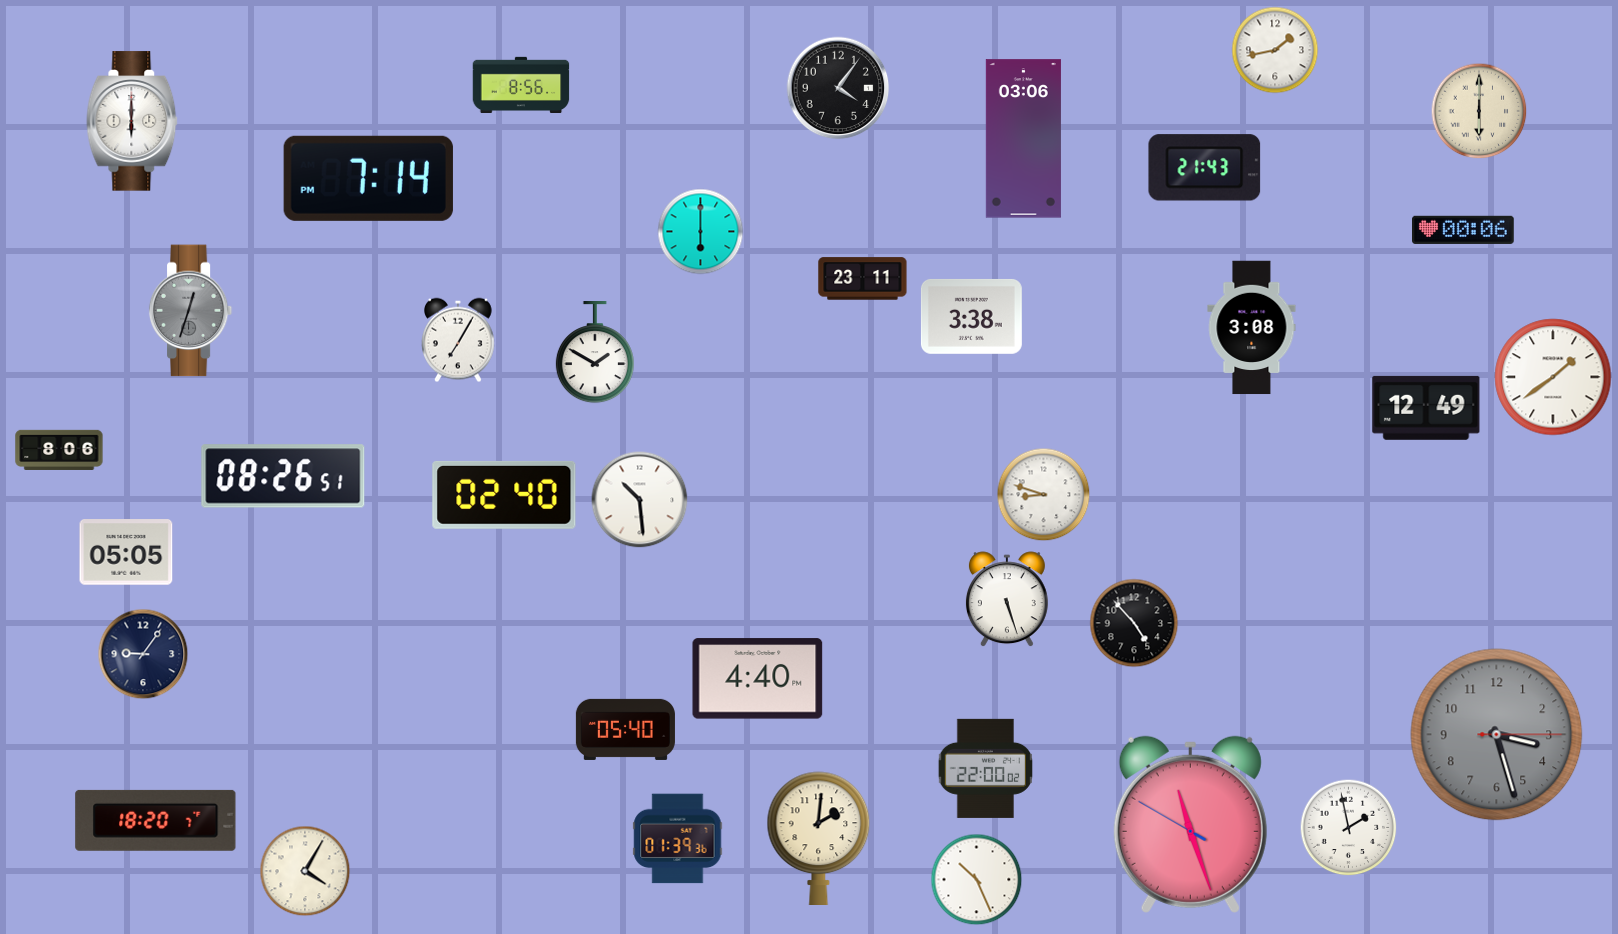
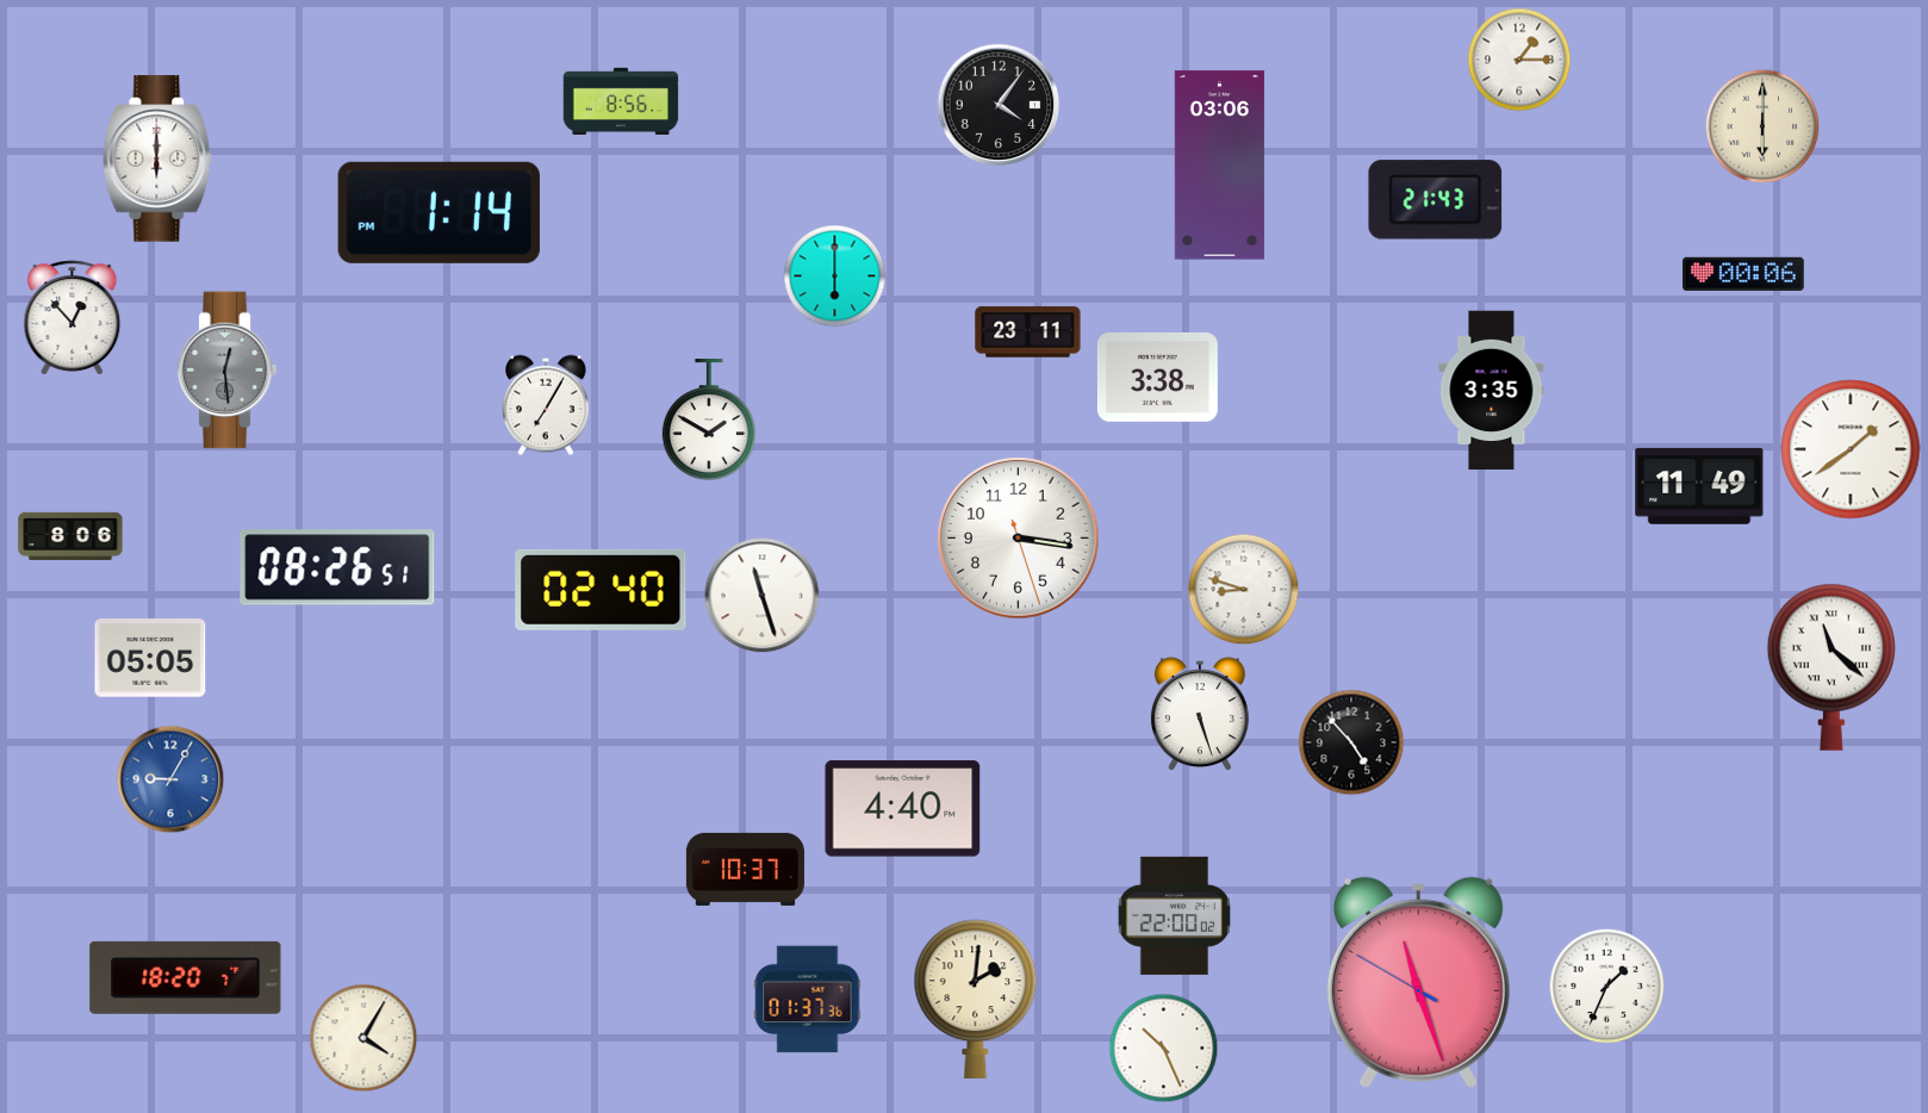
clock at (1275, 50): 1:43 -> 1:15
clock at (1479, 111) position: (1479, 111) -> (1762, 126)
clock at (132, 121) position: (132, 121) -> (157, 158)
clock at (368, 178): 7:14 -> 1:14
clock at (73, 318): none -> 12:53
clock at (191, 311): 12:33 -> 12:29
clock at (1252, 328): 3:08 -> 3:35
clock at (1426, 408): 12:49 -> 11:49
clock at (1019, 539): none -> 3:16
clock at (640, 500): 10:29 -> 11:27
clock at (1831, 667): none -> 11:22
clock at (143, 654): 9:06 -> 9:05
clock at (143, 654) dial: navy -> blue
clock at (625, 729): 05:40 -> 10:37
clock at (1497, 735): 3:27 -> none
clock at (1349, 828): 1:58 -> 1:34
clock at (678, 839): 01:39 -> 01:37
